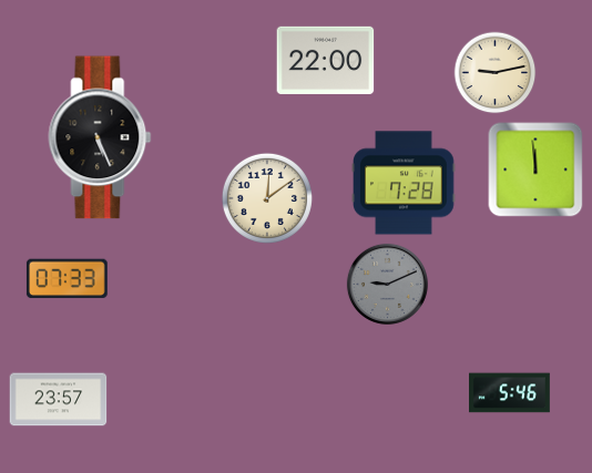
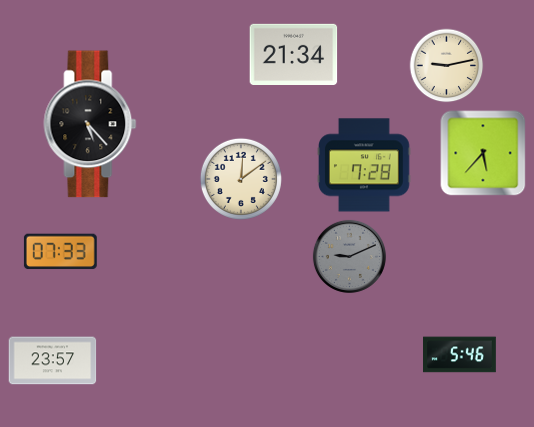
clock at (326, 60): 22:00 -> 21:34
clock at (100, 137): 5:26 -> 5:23
clock at (535, 169): 11:59 -> 5:37
